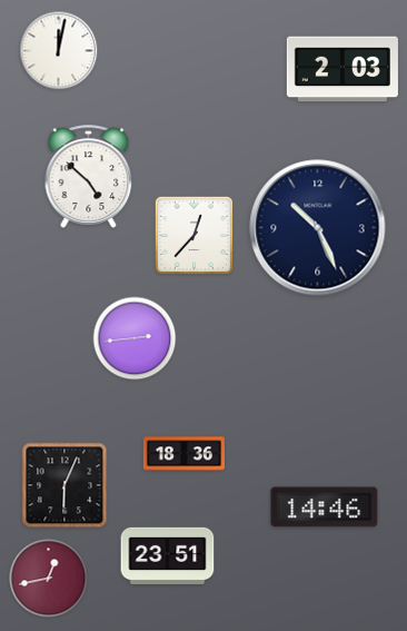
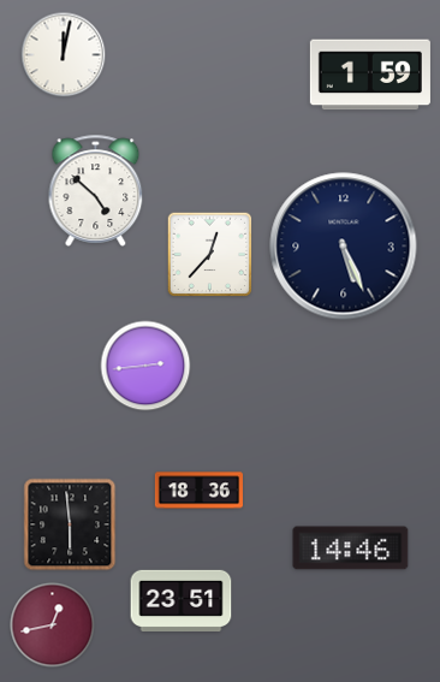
clock at (343, 69): 2:03 -> 1:59
clock at (318, 228): 10:26 -> 5:26
clock at (64, 485): 6:04 -> 5:59
